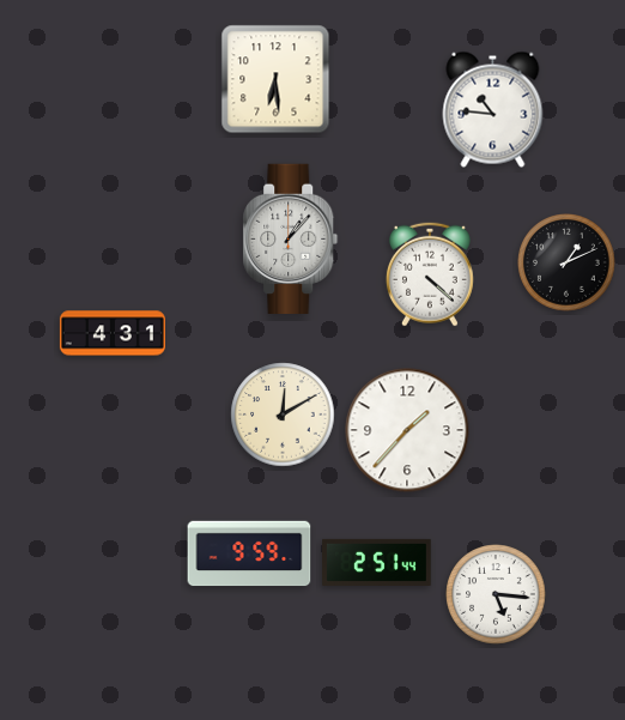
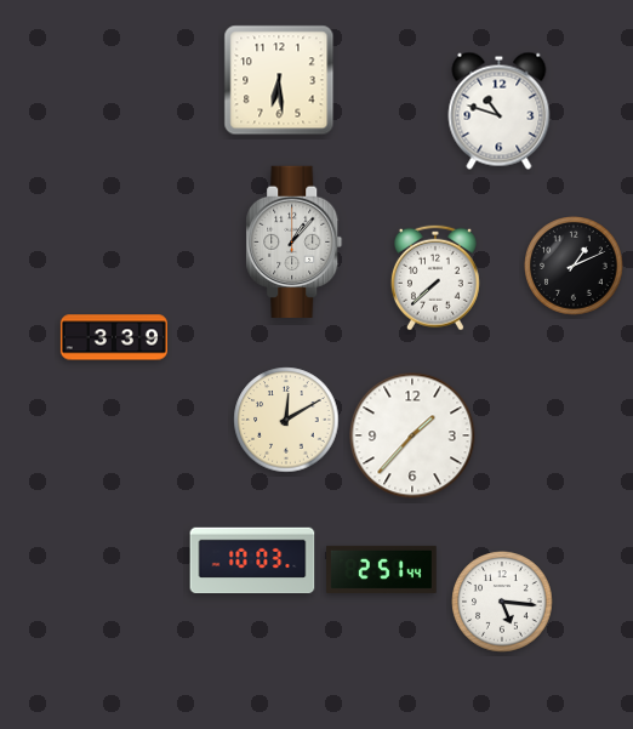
clock at (493, 109): 10:46 -> 10:48
clock at (430, 274): 4:22 -> 7:38
clock at (113, 333): 4:31 -> 3:39
clock at (249, 553): 9:59 -> 10:03
